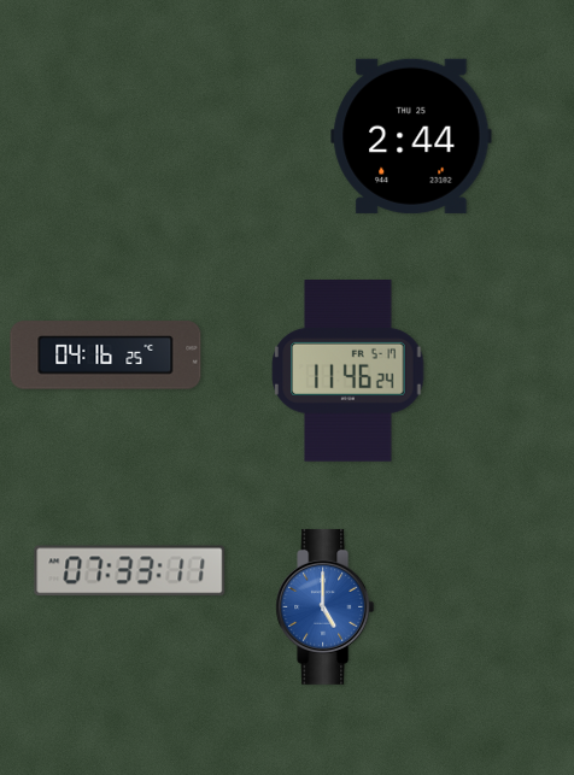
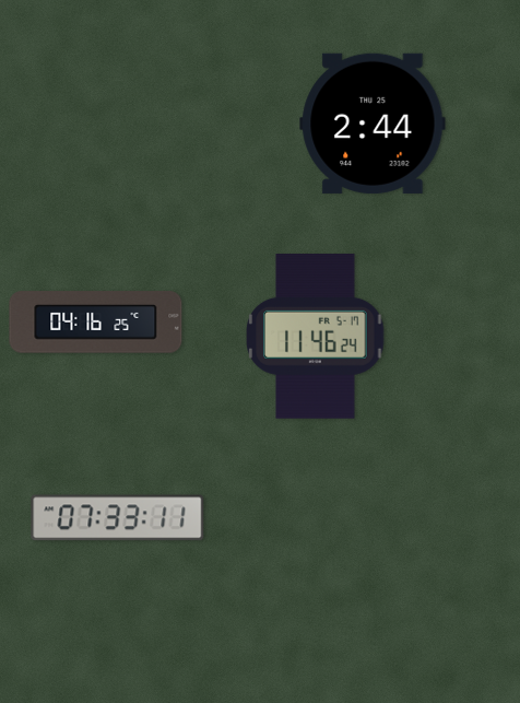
clock at (326, 606): 5:00 -> none
